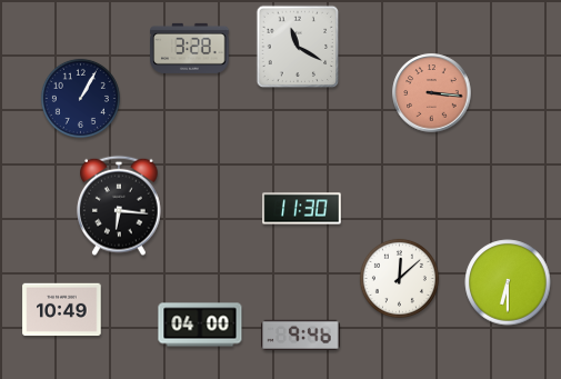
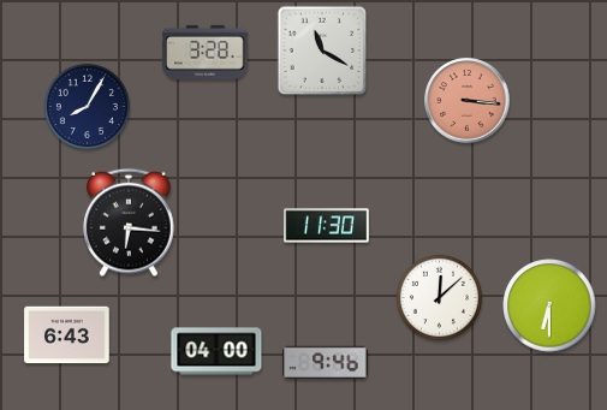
clock at (80, 98): 1:05 -> 8:05
clock at (399, 278) position: (399, 278) -> (439, 297)
clock at (62, 310): 10:49 -> 6:43
